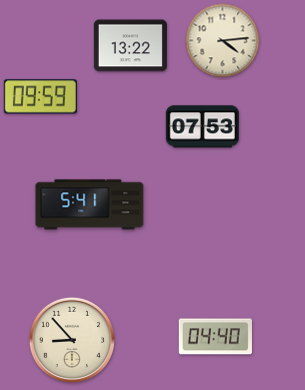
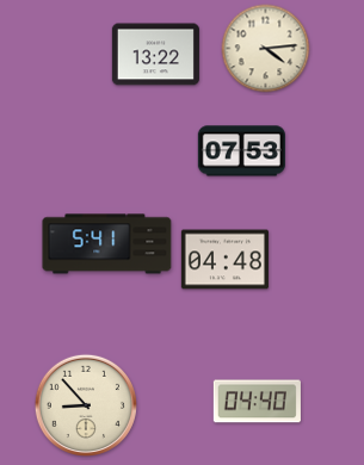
clock at (40, 97): 09:59 -> none
clock at (224, 260): none -> 04:48
